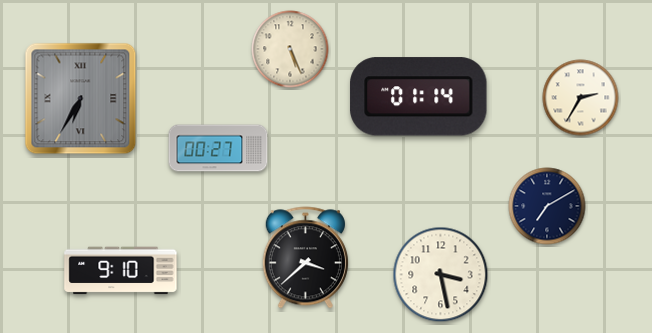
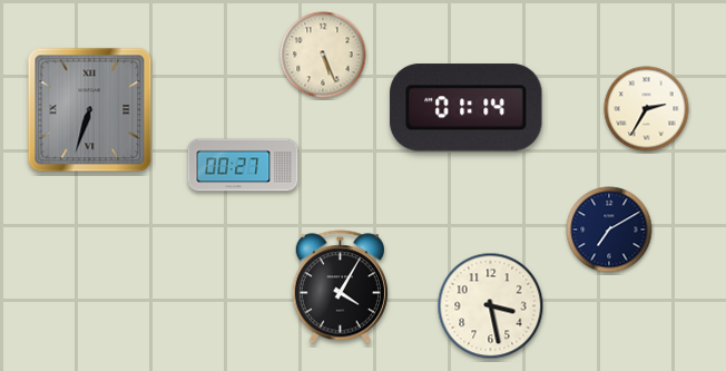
clock at (81, 99): 6:35 -> 6:33
clock at (305, 258): 3:38 -> 4:05
clock at (121, 271): 9:10 -> none
